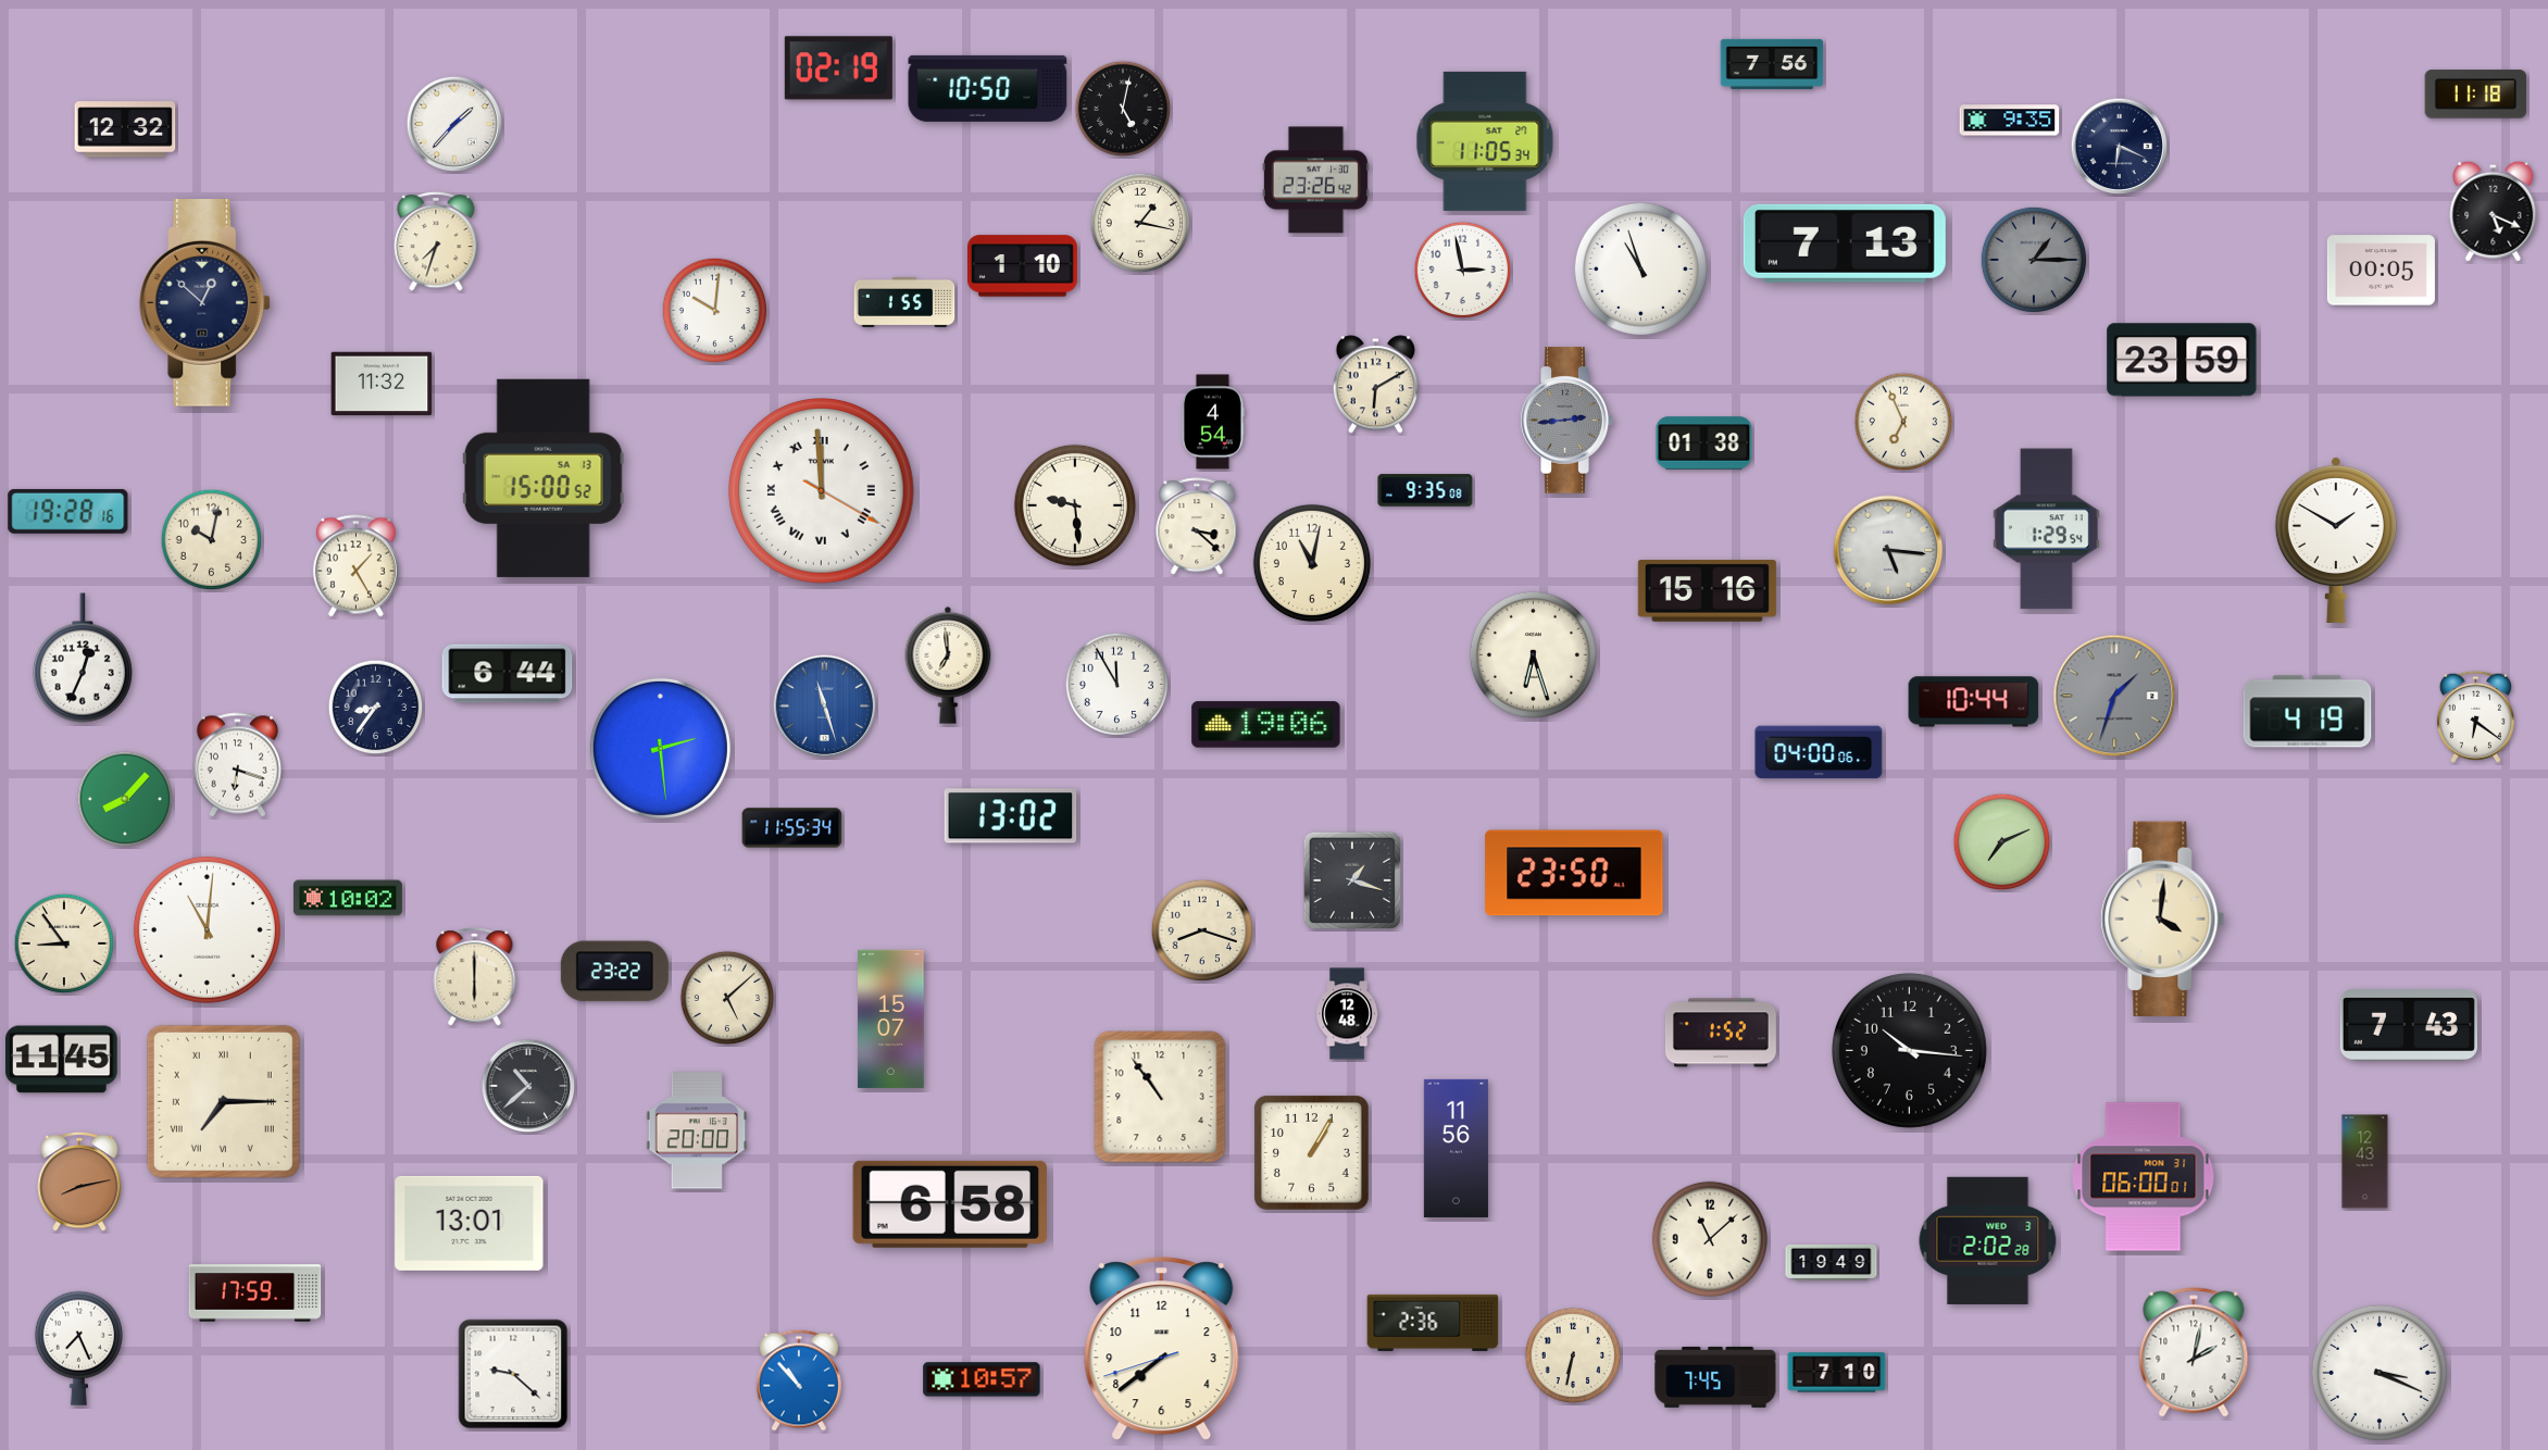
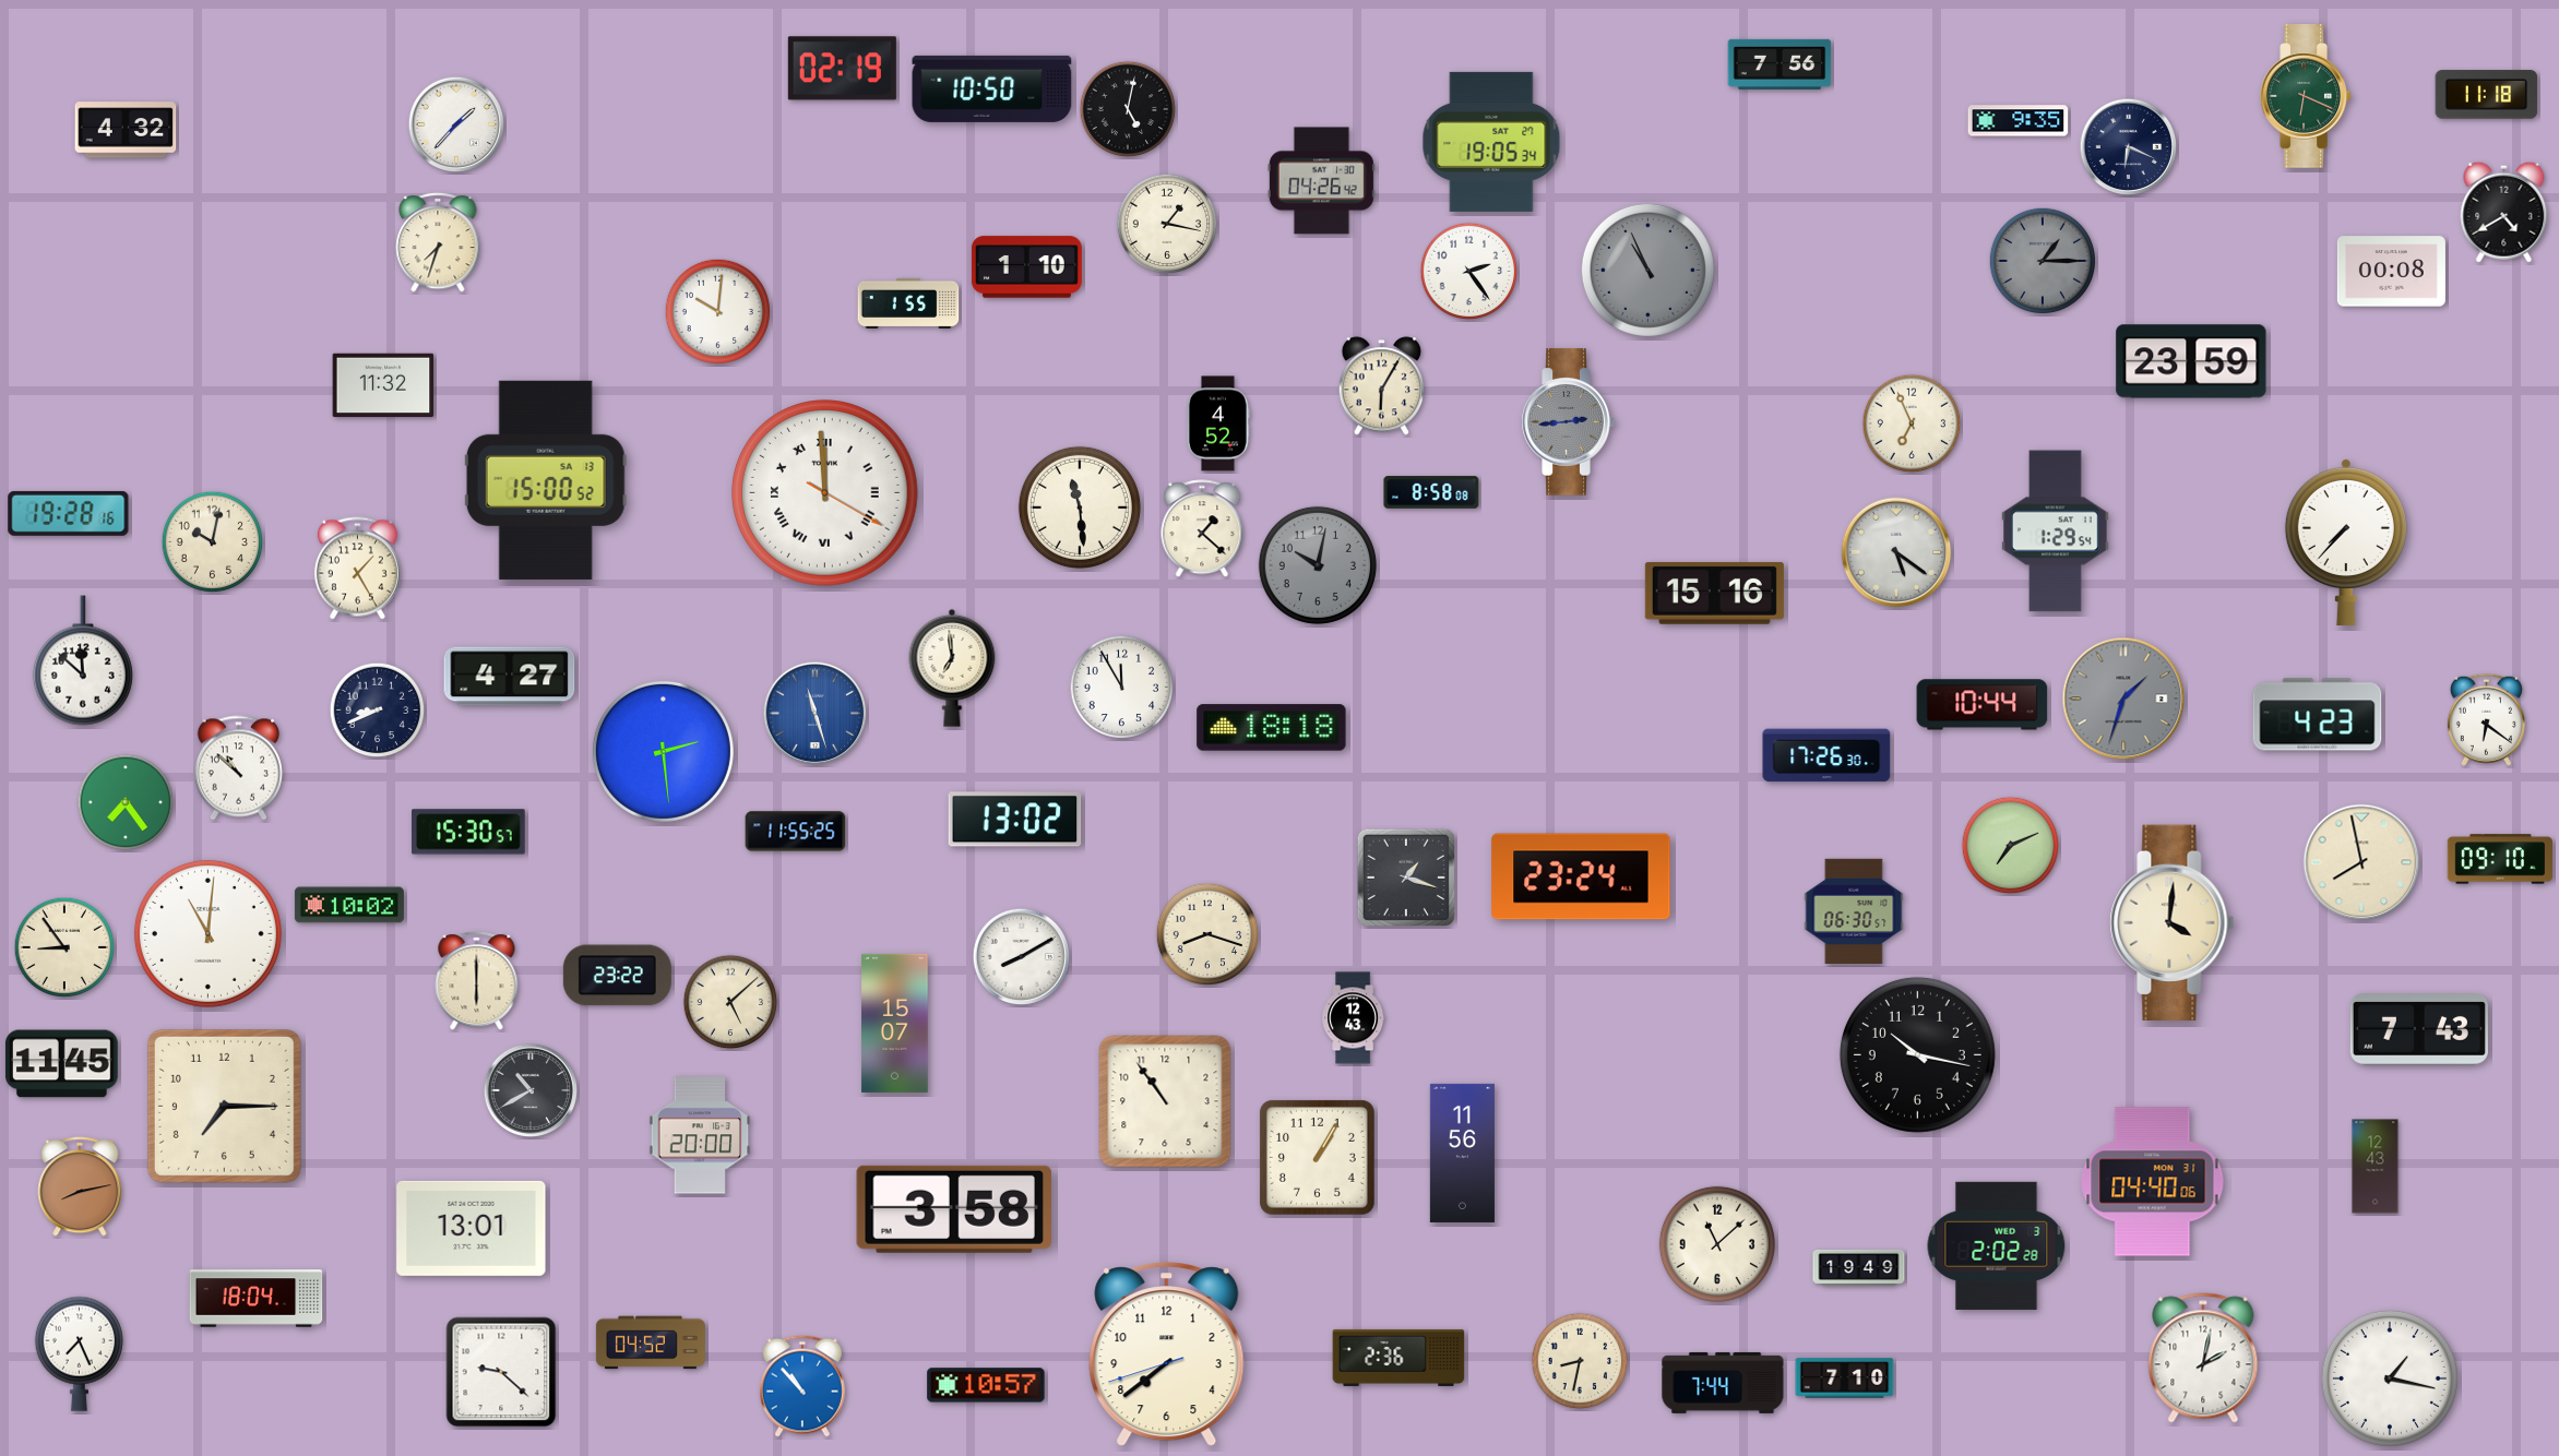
clock at (2306, 97): none -> 6:19
clock at (125, 129): 12:32 -> 4:32
clock at (1485, 141): 11:05 -> 19:05
clock at (1315, 180): 23:26 -> 04:26
clock at (2494, 211): 5:19 -> 4:40
clock at (1140, 223) position: (1140, 223) -> (1167, 224)
clock at (1845, 243): 7:13 -> none
clock at (1640, 268): 10:57 -> 10:56
clock at (1640, 268) dial: white -> grey
clock at (1463, 271): 2:58 -> 2:24
clock at (2381, 271): 00:05 -> 00:08
clock at (205, 303): 12:52 -> none
clock at (1376, 385): 6:10 -> 6:05
clock at (1566, 421) position: (1566, 421) -> (1568, 422)
clock at (1213, 422): 4:54 -> 4:52
clock at (1704, 443): 01:38 -> none
clock at (1425, 490): 9:35 -> 8:58
clock at (1075, 505): 9:29 -> 11:29
clock at (1197, 527): 3:22 -> 1:22
clock at (2336, 539): 1:50 -> 7:37
clock at (1888, 550): 5:16 -> 5:21
clock at (1312, 563): 11:02 -> 10:02
clock at (1312, 563) dial: cream -> grey
clock at (1533, 654): 6:27 -> none
clock at (83, 658): 12:34 -> 11:52
clock at (508, 674): 6:44 -> 4:27
clock at (825, 707) position: (825, 707) -> (816, 714)
clock at (376, 708): 8:36 -> 8:41
clock at (2308, 712): 4:19 -> 4:23
clock at (1266, 725): 19:06 -> 18:18
clock at (1819, 752): 04:00 -> 17:26
clock at (237, 765): 6:18 -> 10:52
clock at (125, 799): 8:07 -> 7:24
clock at (468, 832): none -> 15:30
clock at (792, 828): 11:55:34 -> 11:55:25
clock at (2499, 859): none -> 09:10
clock at (2361, 862): none -> 7:58
clock at (1574, 873): 23:50 -> 23:24
clock at (1352, 880) position: (1352, 880) -> (1406, 878)
clock at (348, 898) position: (348, 898) -> (349, 905)
clock at (1854, 910): none -> 06:30
clock at (1022, 957): none -> 8:10
clock at (1348, 1014): 12:48 -> 12:43
clock at (1721, 1033): 1:52 -> none
clock at (1909, 1050): 10:16 -> 10:17
clock at (527, 1085): 10:38 -> 10:40
clock at (223, 1101) numerals: Roman -> Arabic
clock at (2144, 1177): 06:00 -> 04:40
clock at (949, 1204): 6:58 -> 3:58
clock at (1832, 1262) position: (1832, 1262) -> (1859, 1267)
clock at (255, 1293): 17:59 -> 18:04
clock at (1433, 1323) position: (1433, 1323) -> (1398, 1358)
clock at (651, 1342): none -> 04:52
clock at (1573, 1355): 6:32 -> 8:32
clock at (2380, 1373): 3:19 -> 1:17
clock at (513, 1374) position: (513, 1374) -> (501, 1372)
clock at (1715, 1377): 7:45 -> 7:44
